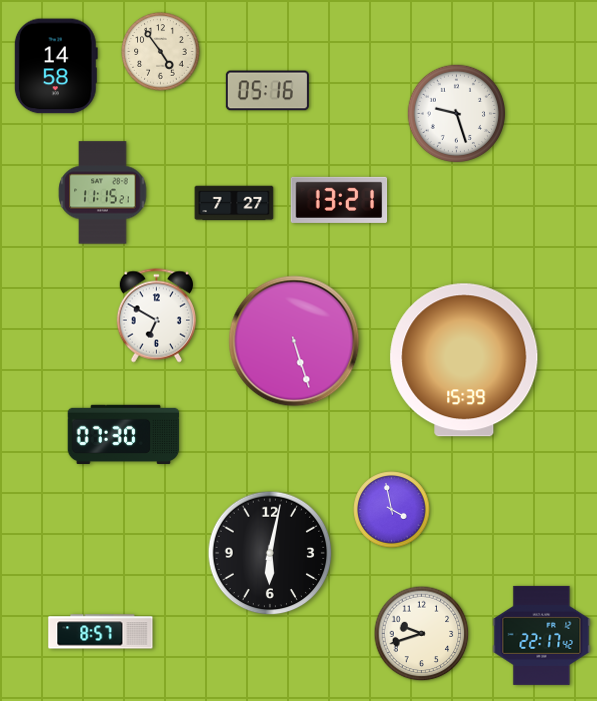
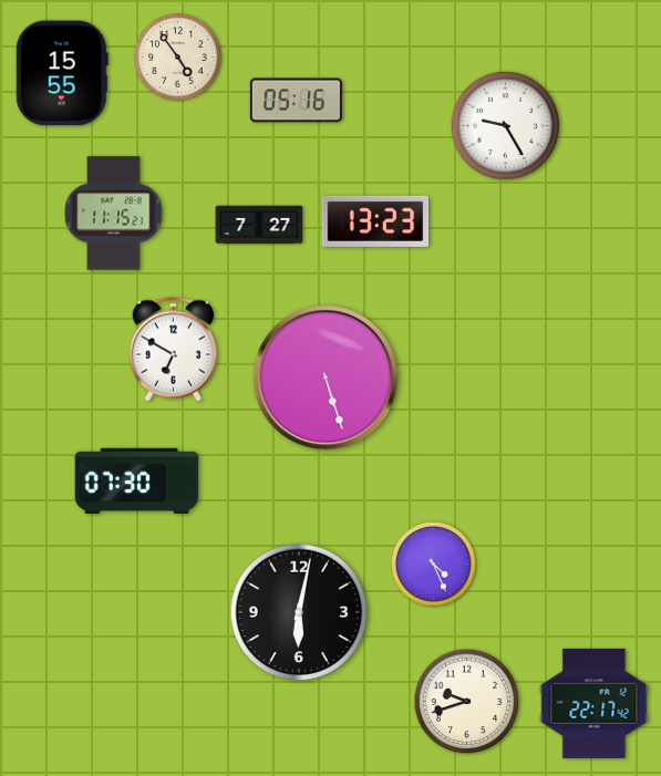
clock at (56, 66): 14:58 -> 15:55
clock at (457, 114): 9:27 -> 9:25
clock at (339, 200): 13:21 -> 13:23
clock at (464, 360): 15:39 -> none
clock at (392, 510): 3:58 -> 4:26
clock at (101, 632): 8:57 -> none
clock at (542, 635) position: (542, 635) -> (595, 703)
